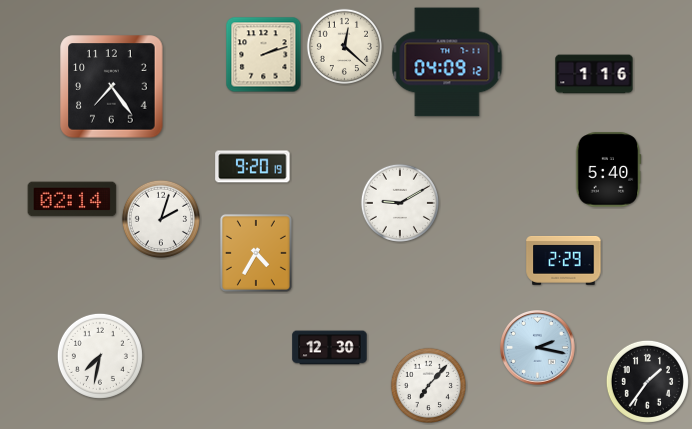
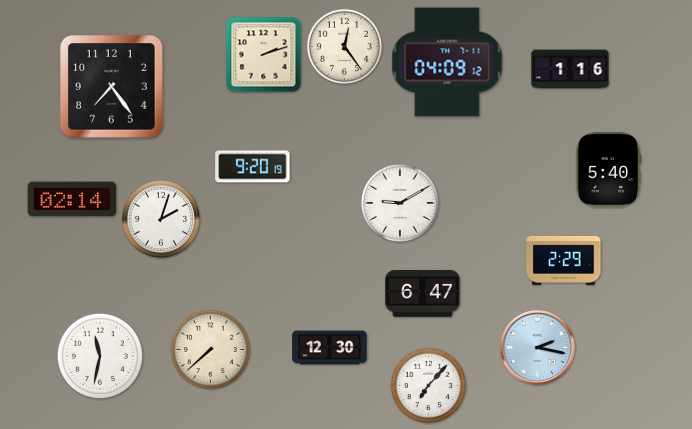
clock at (344, 46): 12:22 -> 12:24
clock at (594, 74) position: (594, 74) -> (570, 69)
clock at (256, 253): 4:35 -> none
clock at (423, 294): none -> 6:47
clock at (210, 349): none -> 7:38
clock at (100, 356): 7:32 -> 11:32
clock at (647, 381): 1:36 -> none
